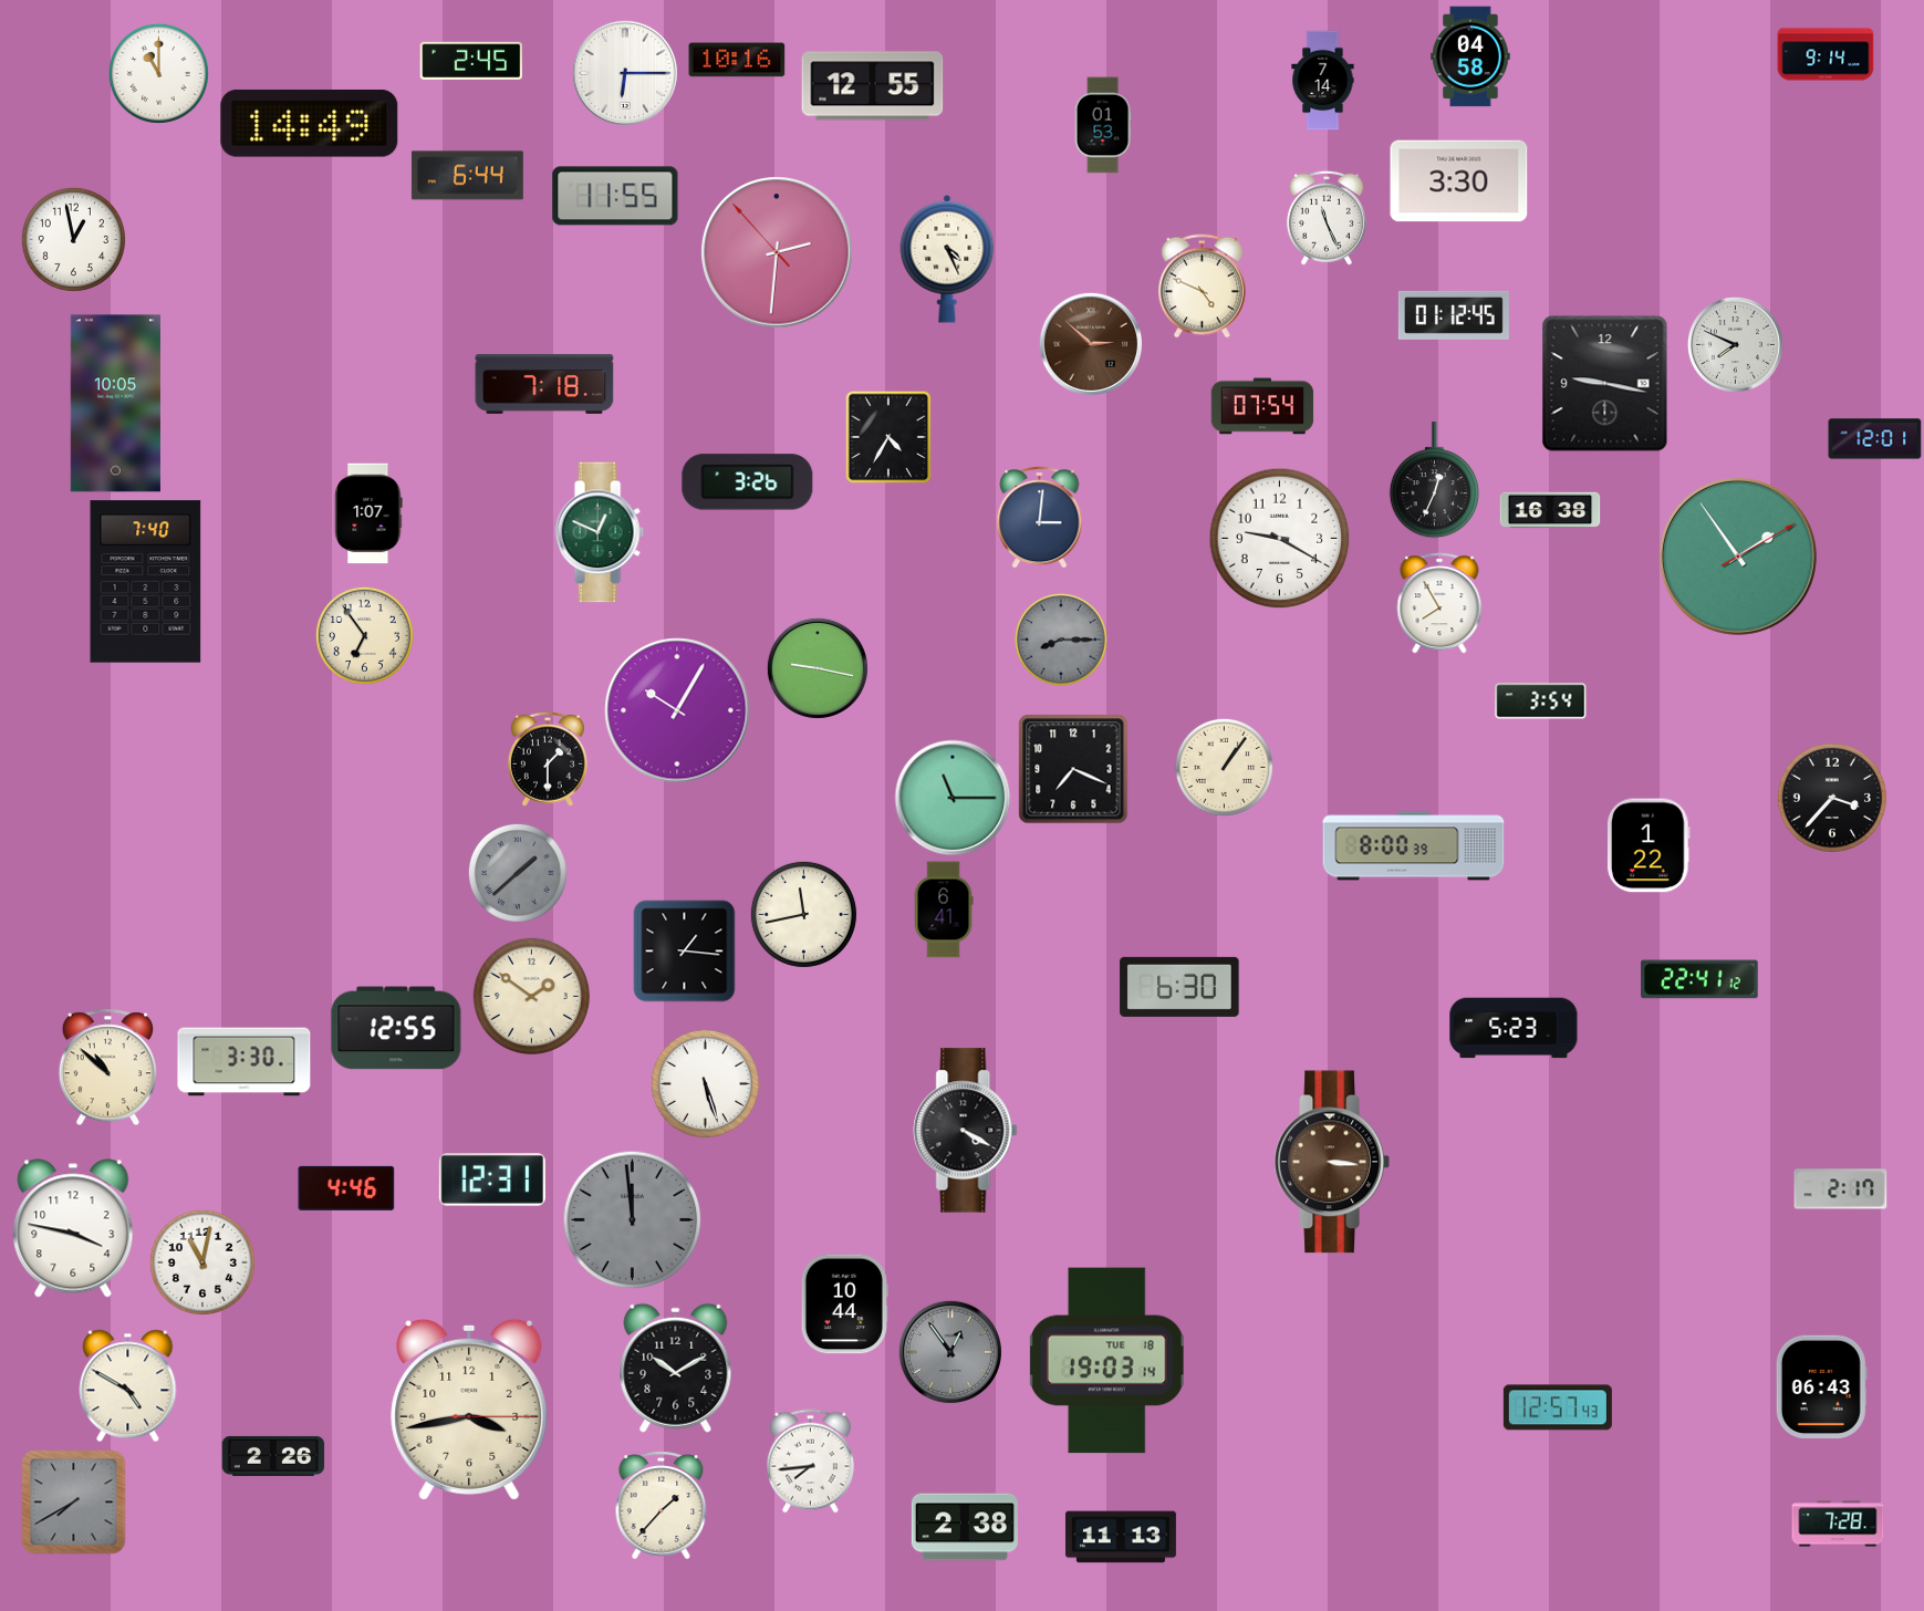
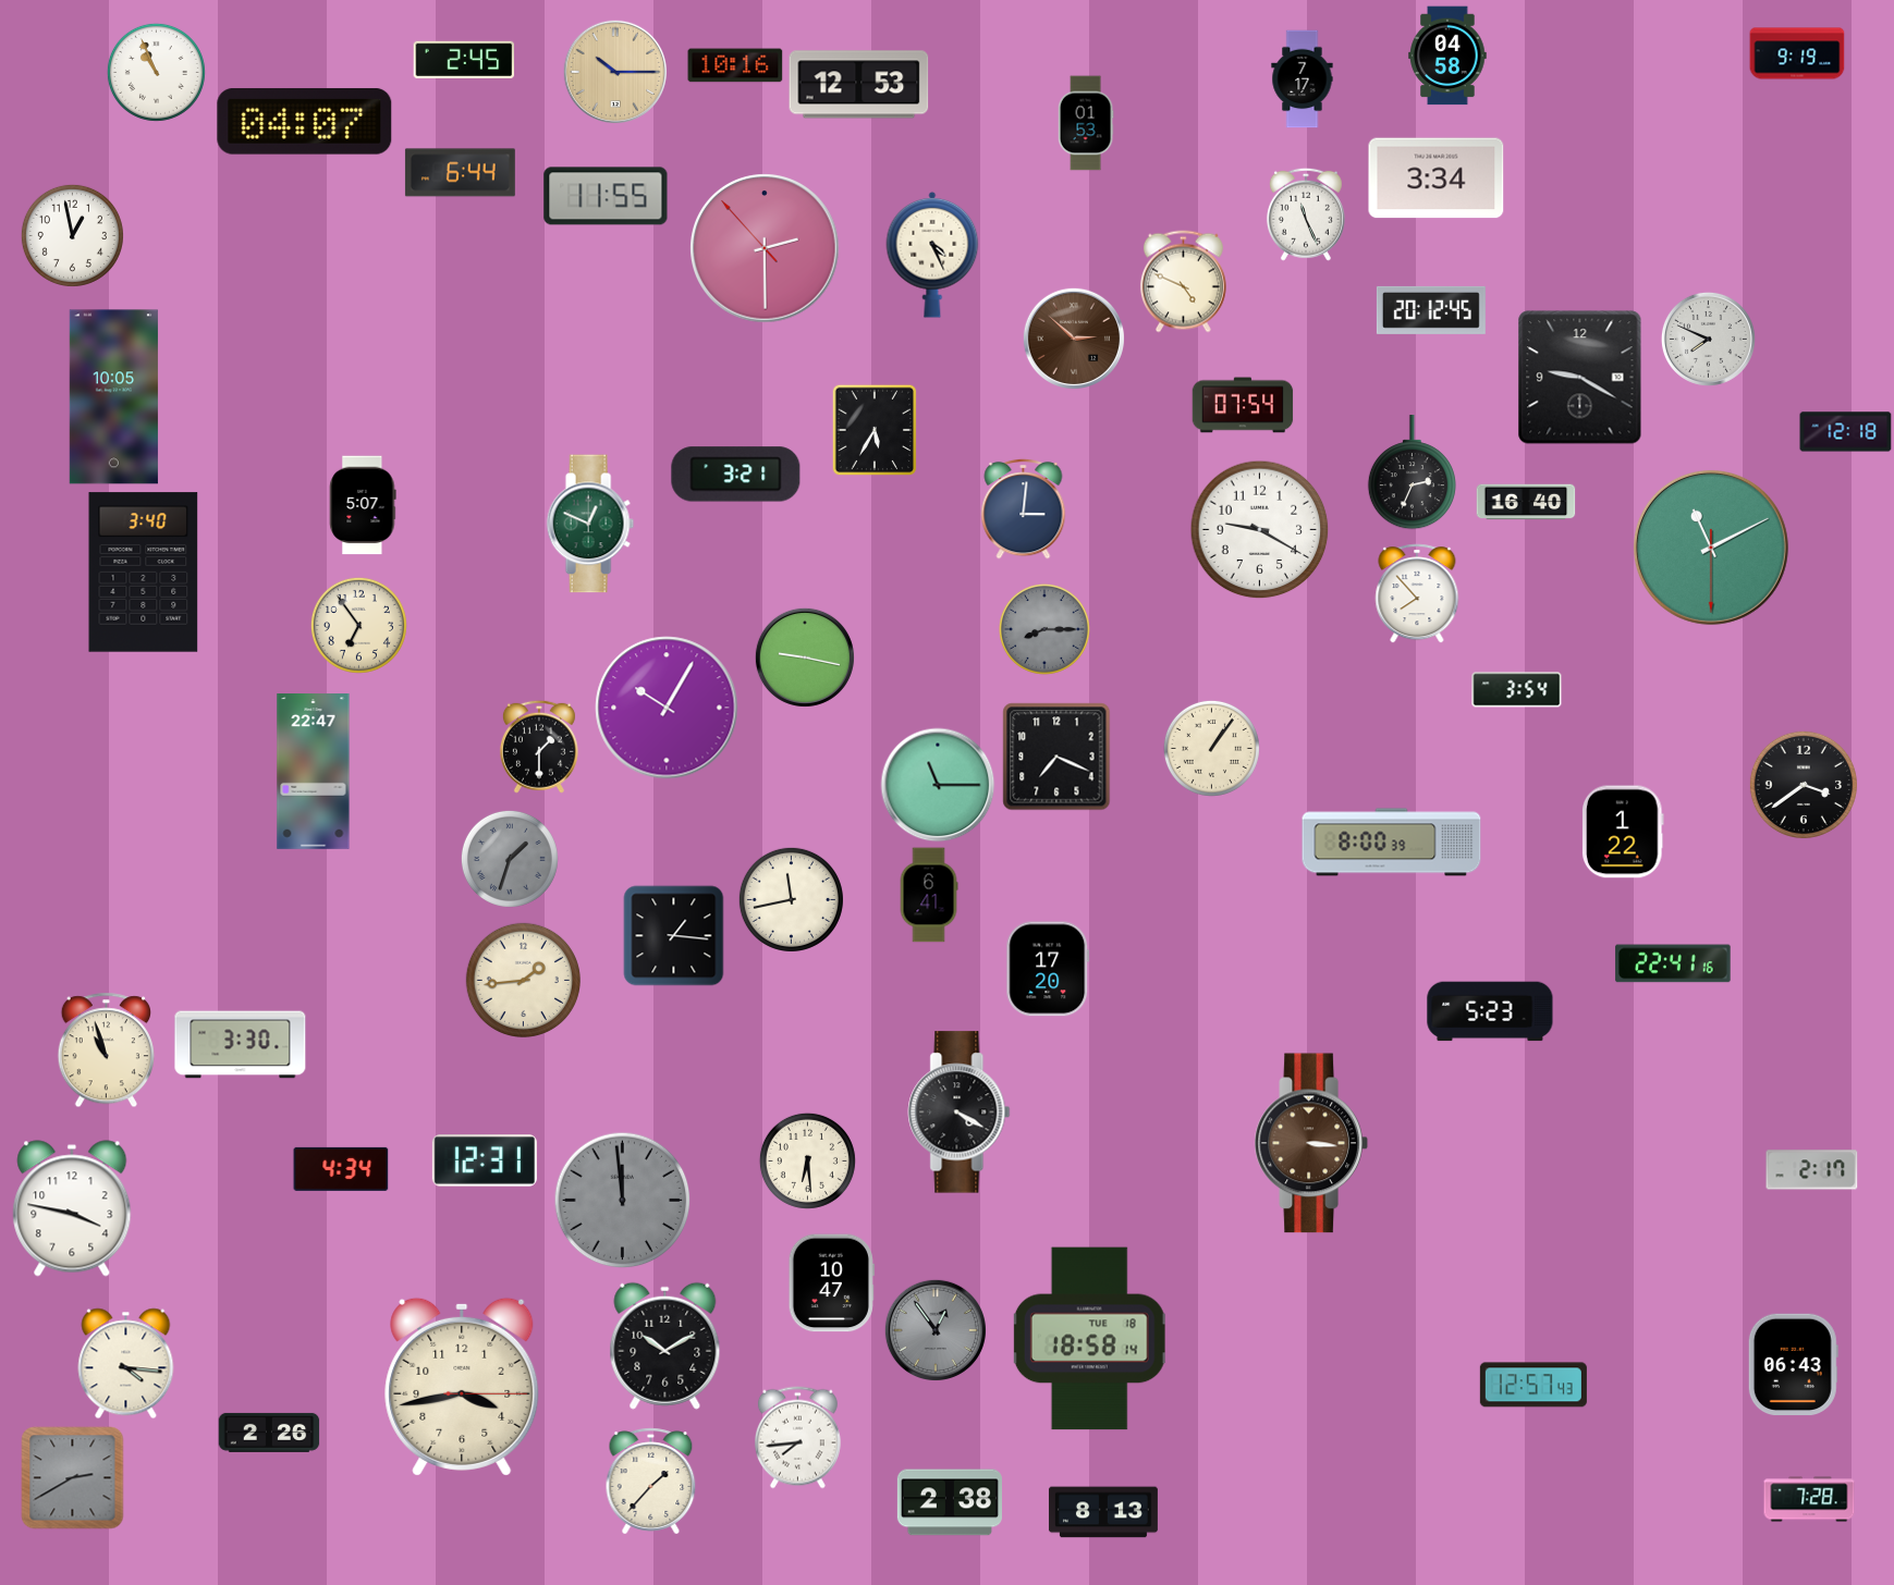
clock at (1826, 54): 9:14 -> 9:19
clock at (737, 60) position: (737, 60) -> (735, 65)
clock at (624, 72): 6:15 -> 10:15
clock at (624, 72) dial: white -> champagne
clock at (158, 73): 11:00 -> 10:56
clock at (1323, 81): 7:14 -> 7:17
clock at (873, 86): 12:55 -> 12:53
clock at (310, 123): 14:49 -> 04:07
clock at (1459, 181): 3:30 -> 3:34
clock at (615, 196) position: (615, 196) -> (606, 196)
clock at (777, 252): 2:30 -> 2:29
clock at (1454, 315): 01:12 -> 20:12
clock at (544, 384): 7:18 -> none
clock at (1605, 384): 9:17 -> 9:20
clock at (1262, 406) position: (1262, 406) -> (1243, 405)
clock at (888, 437): 4:35 -> 5:35
clock at (1875, 439): 12:01 -> 12:18
clock at (1434, 480): 12:34 -> 2:34
clock at (748, 482): 3:26 -> 3:21
clock at (1550, 510): 16:38 -> 16:40
clock at (368, 513): 1:07 -> 5:07
clock at (1738, 557): 1:54 -> 11:10
clock at (146, 582): 7:40 -> 3:40
clock at (1439, 603): 7:55 -> 7:53
clock at (677, 710) position: (677, 710) -> (667, 708)
clock at (1224, 767) position: (1224, 767) -> (1211, 748)
clock at (314, 772): none -> 22:47
clock at (1832, 798): 3:37 -> 3:39
clock at (1414, 846) position: (1414, 846) -> (1392, 843)
clock at (518, 873): 1:38 -> 1:33
clock at (1699, 979): 22:41:12 -> 22:41:16
clock at (1048, 969): none -> 17:20
clock at (1179, 987): 6:30 -> none
clock at (531, 996): 1:51 -> 1:44
clock at (396, 1028): 12:55 -> none
clock at (107, 1068): 10:52 -> 10:57
clock at (705, 1083): 5:27 -> none
clock at (966, 1131) position: (966, 1131) -> (960, 1113)
clock at (807, 1160): none -> 6:29
clock at (346, 1188): 4:46 -> 4:34
clock at (202, 1262): 11:02 -> none
clock at (844, 1305): 10:44 -> 10:47
clock at (1106, 1361): 19:03 -> 18:58
clock at (128, 1386): 4:50 -> 4:16
clock at (74, 1503): 7:40 -> 2:40
clock at (1121, 1537): 11:13 -> 8:13
